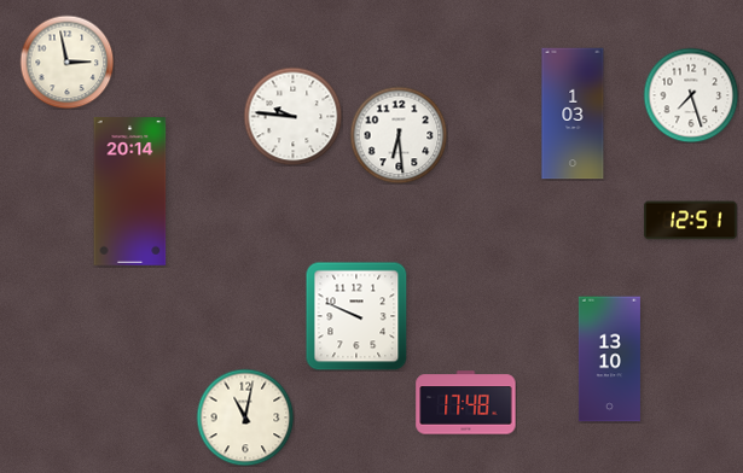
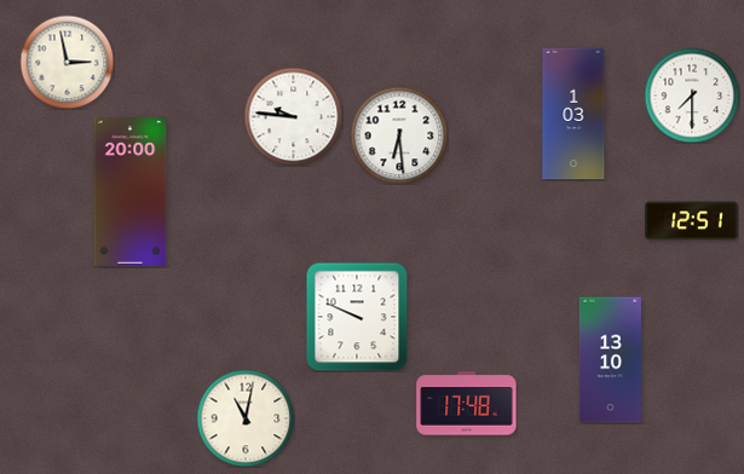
clock at (691, 95): 7:27 -> 7:30
clock at (130, 192): 20:14 -> 20:00
